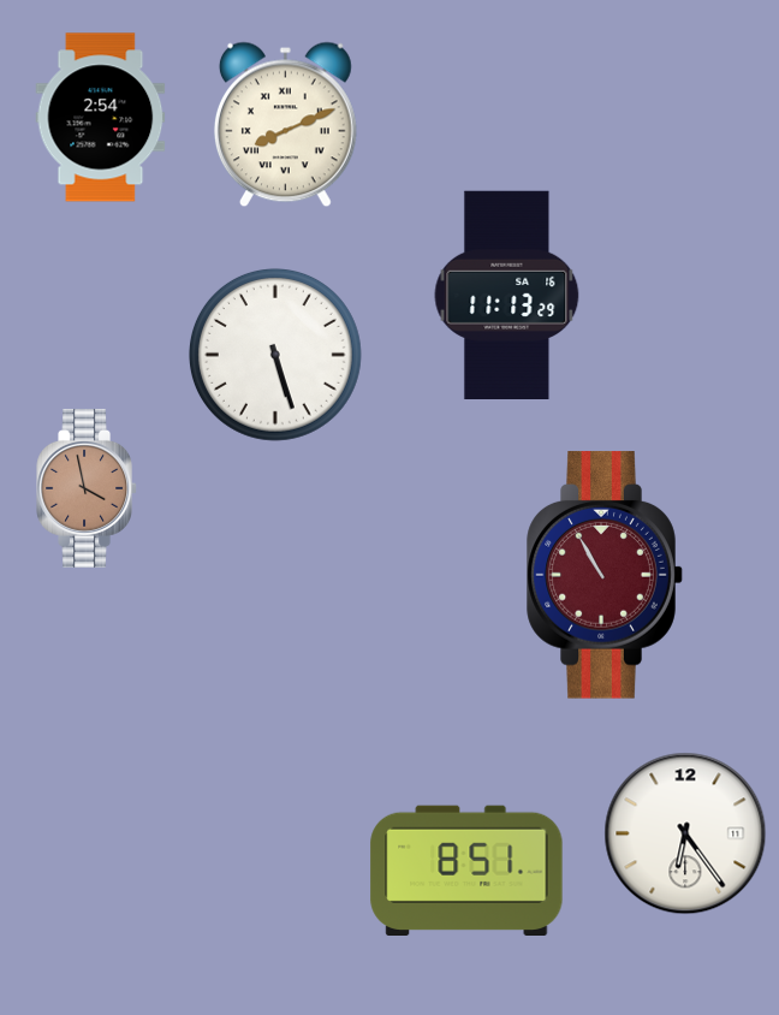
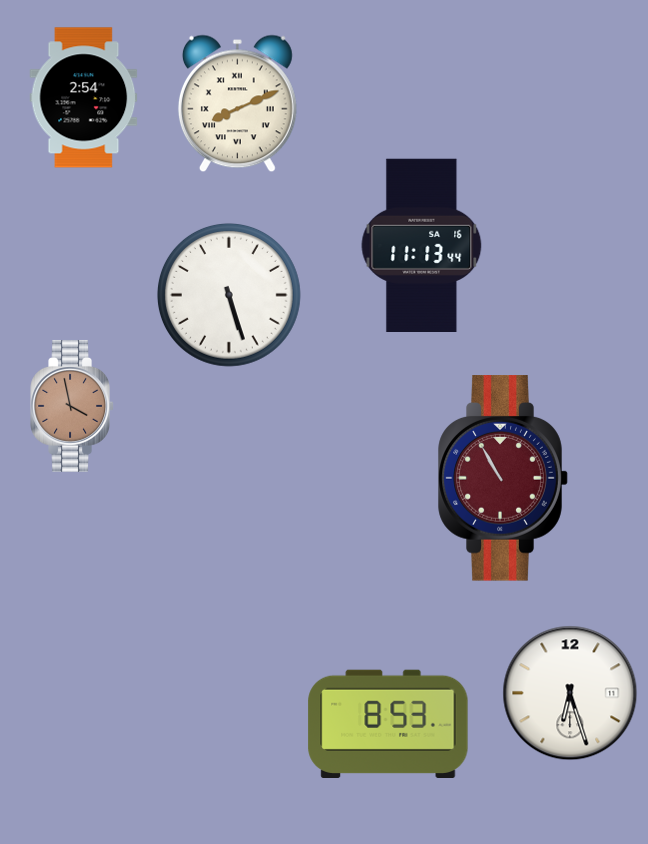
clock at (507, 295): 11:13:29 -> 11:13:44
clock at (685, 833): 6:24 -> 6:27
clock at (466, 869): 8:51 -> 8:53
